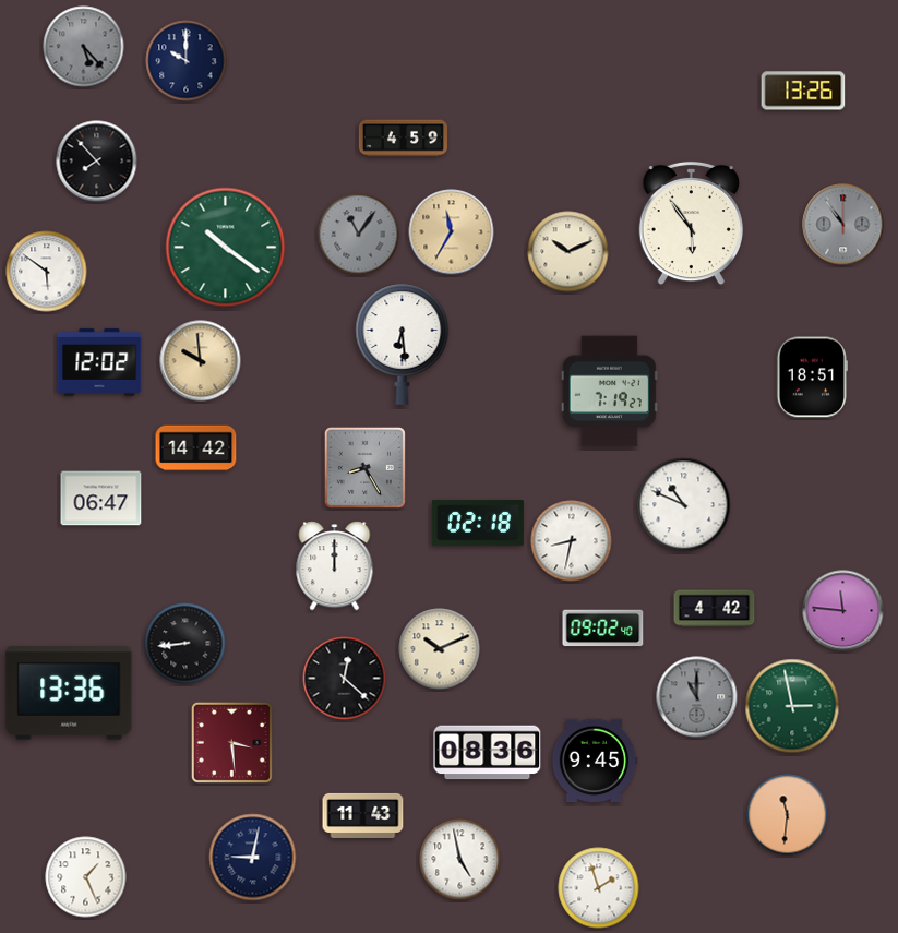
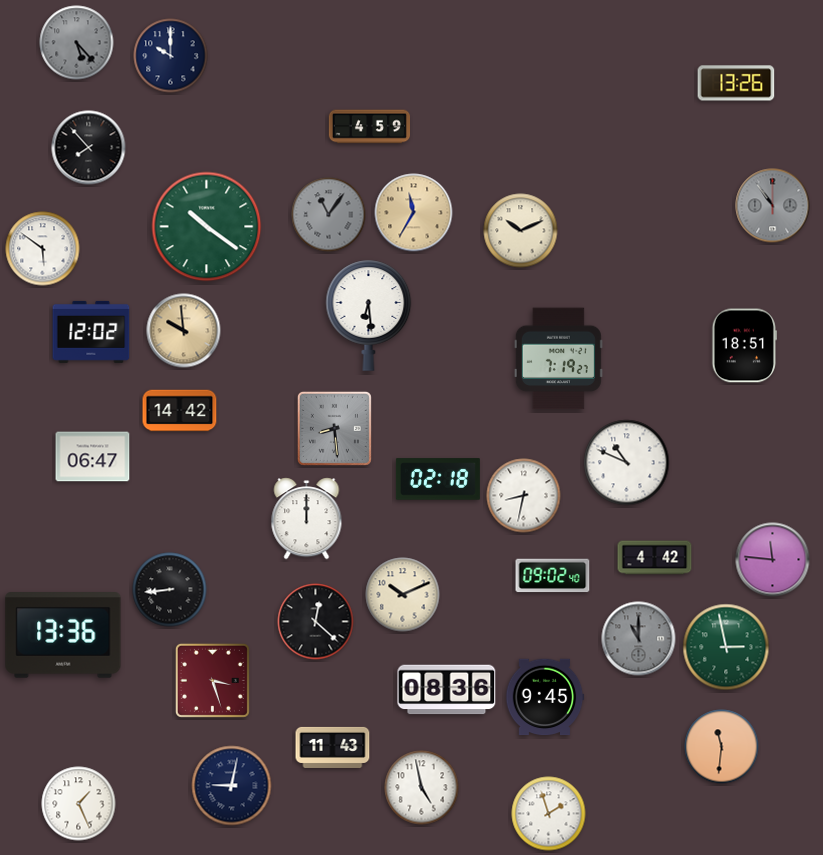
clock at (691, 224): 5:54 -> none
clock at (364, 467): 8:25 -> 8:29
clock at (231, 742): 3:29 -> 3:27
